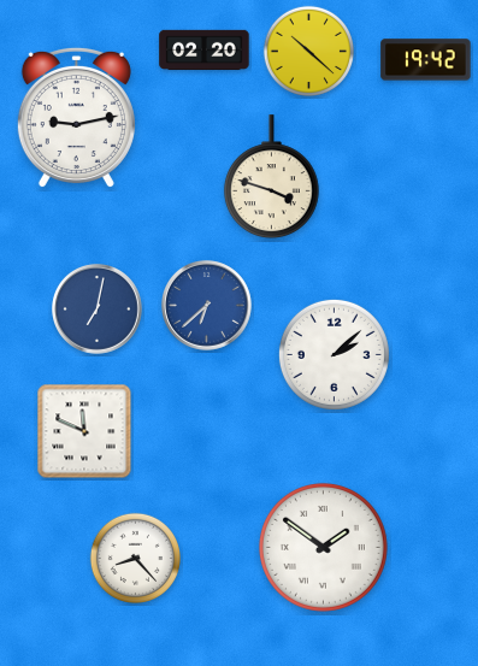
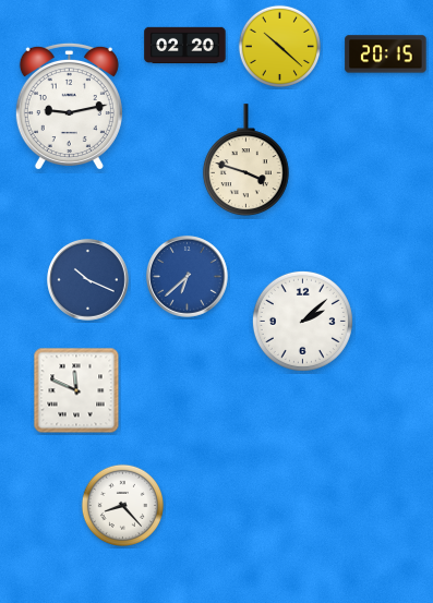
clock at (426, 60): 19:42 -> 20:15
clock at (98, 310): 7:02 -> 10:19
clock at (323, 547): 1:51 -> none
